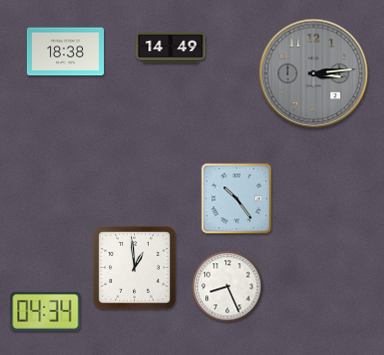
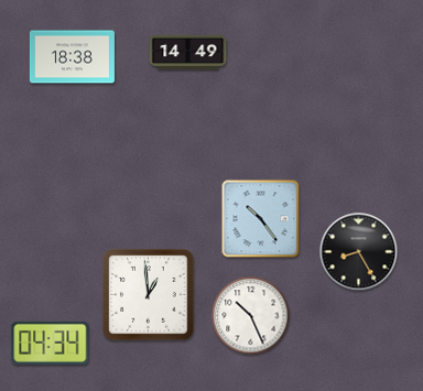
clock at (314, 74): 3:14 -> none
clock at (359, 252): none -> 8:25
clock at (228, 287): 8:26 -> 10:26
